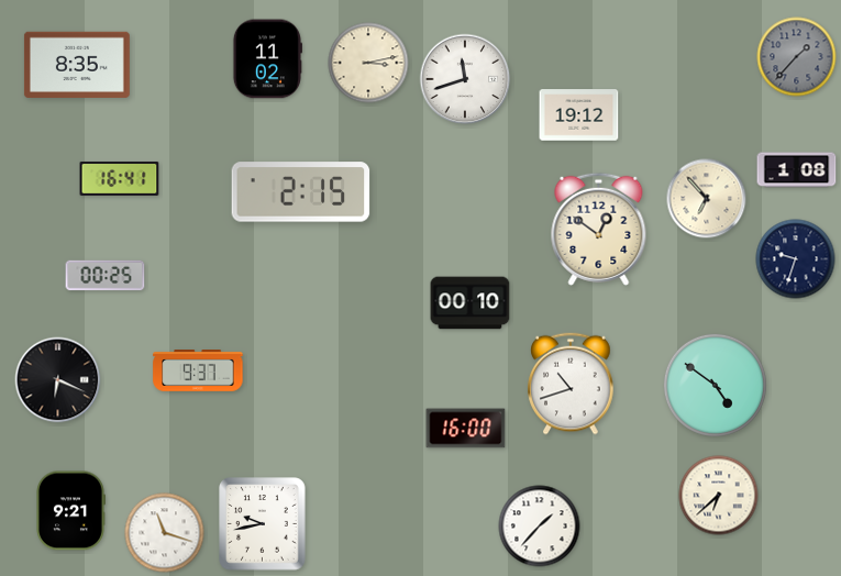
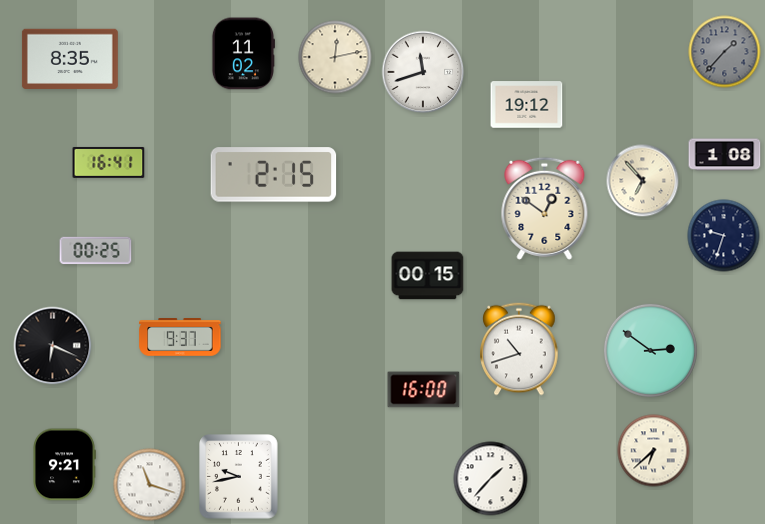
clock at (368, 63): 3:13 -> 12:13
clock at (471, 303): 00:10 -> 00:15
clock at (715, 385): 4:51 -> 2:51
